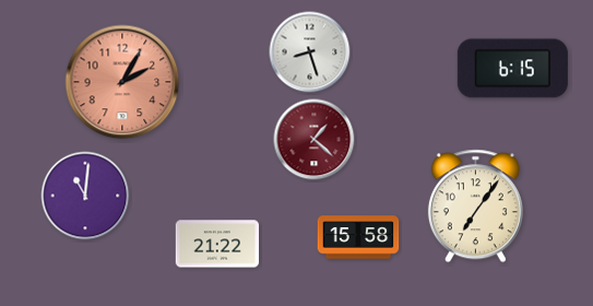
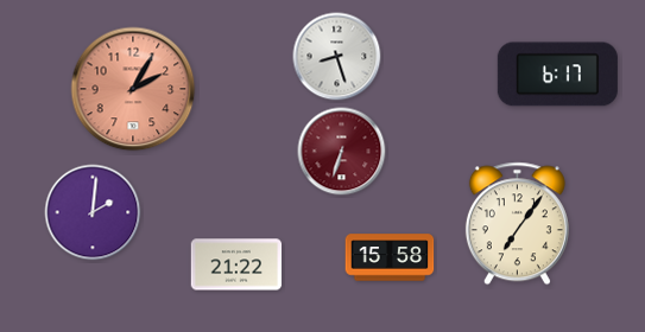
clock at (512, 69): 6:15 -> 6:17
clock at (315, 140): 1:22 -> 6:33
clock at (85, 196): 11:01 -> 2:01
